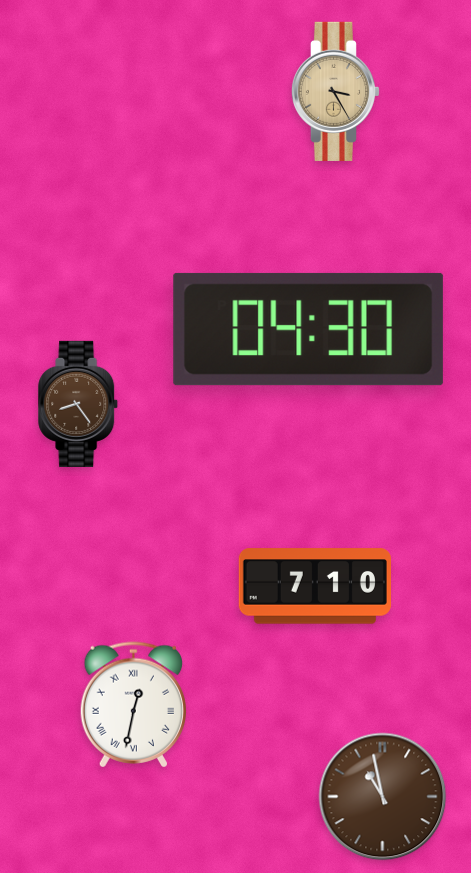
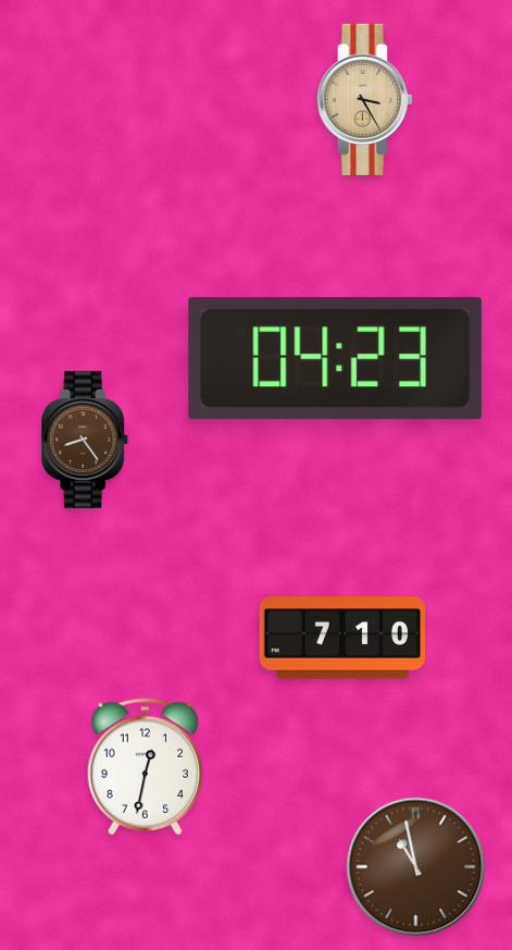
clock at (308, 329): 04:30 -> 04:23
clock at (133, 705) numerals: Roman -> Arabic
